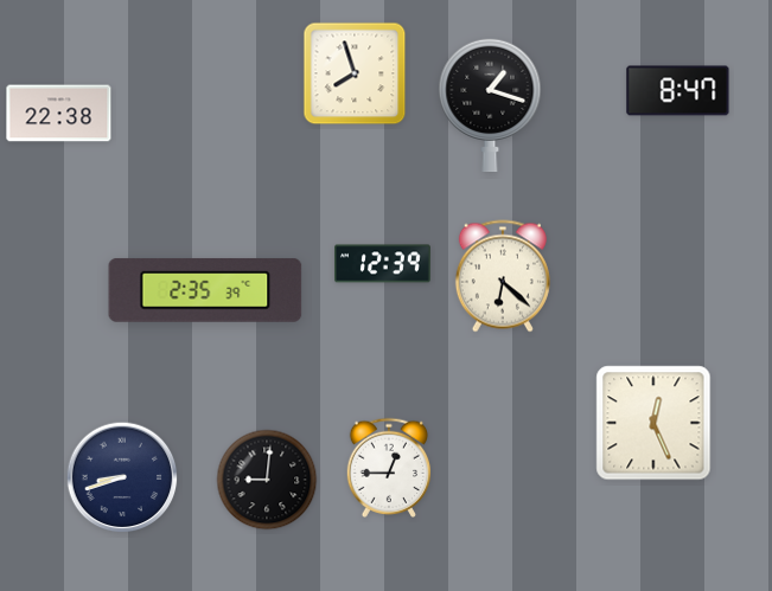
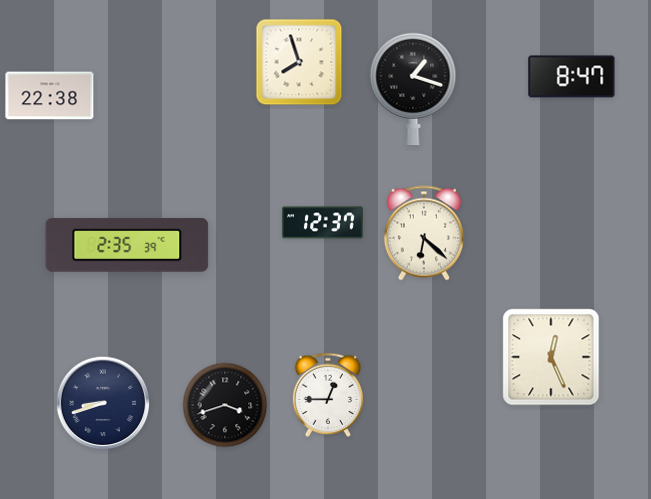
clock at (383, 264): 12:39 -> 12:37
clock at (205, 290) position: (205, 290) -> (127, 245)
clock at (267, 480): 9:01 -> 3:42
